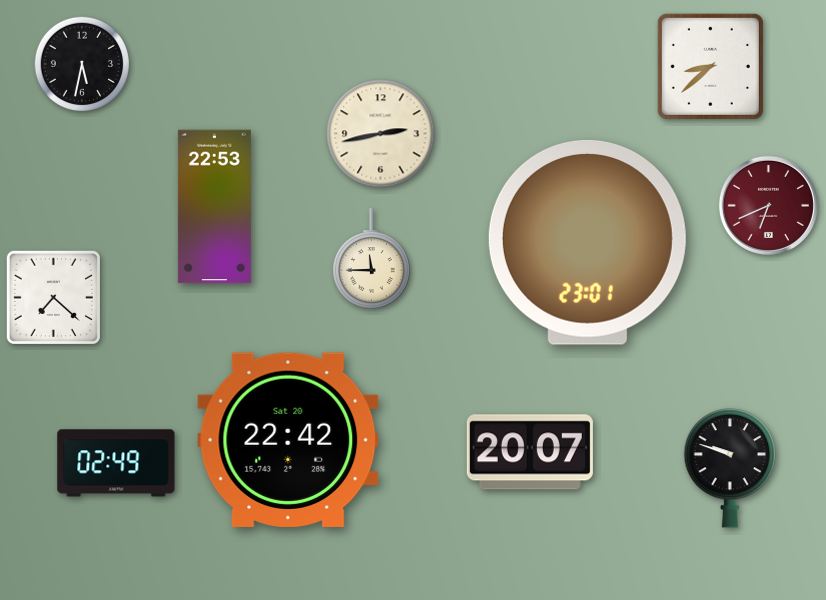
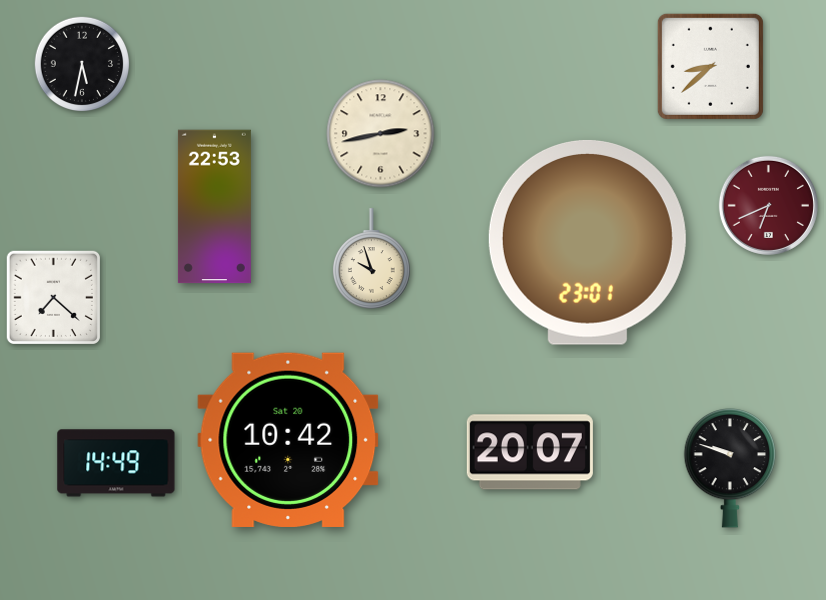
clock at (371, 259): 11:45 -> 9:57
clock at (288, 440): 22:42 -> 10:42
clock at (116, 463): 02:49 -> 14:49
